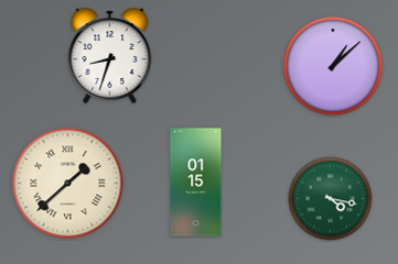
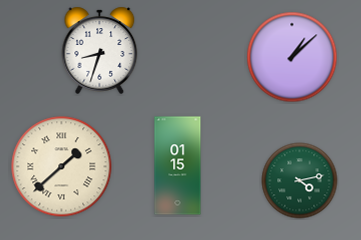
clock at (333, 66) position: (333, 66) -> (292, 57)
clock at (331, 199): 4:17 -> 4:13
